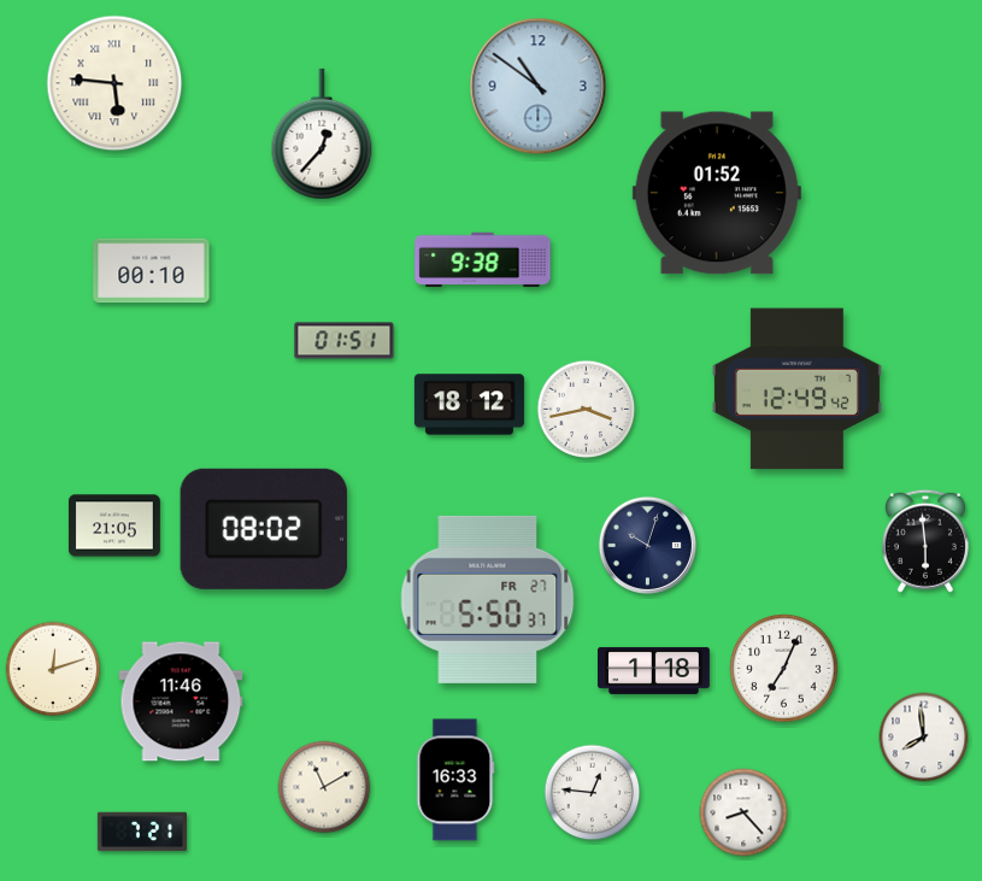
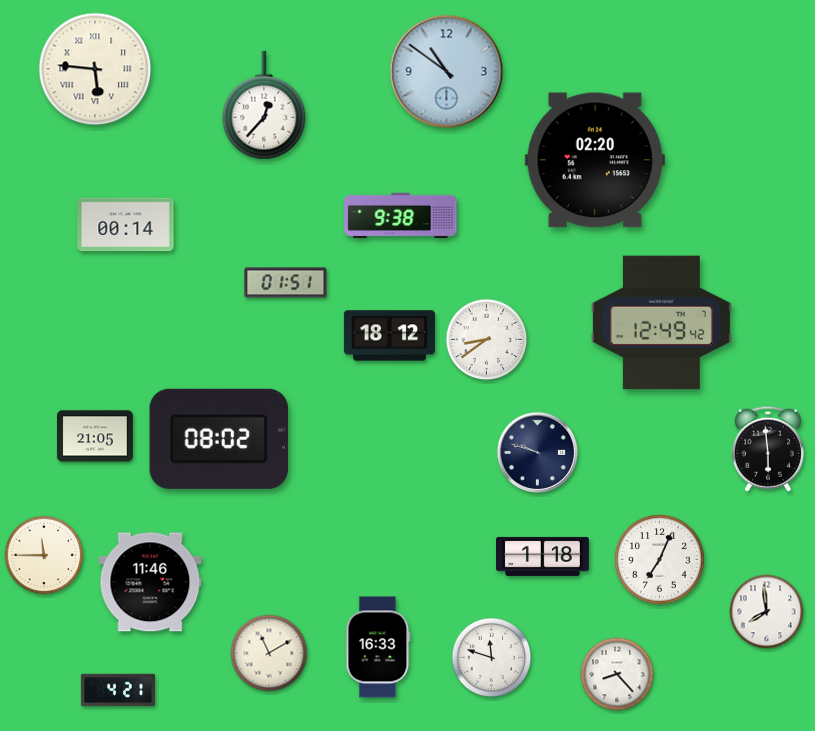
clock at (322, 134) position: (322, 134) -> (264, 105)
clock at (717, 193): 01:52 -> 02:20
clock at (152, 271): 00:10 -> 00:14
clock at (587, 410): 3:43 -> 8:39
clock at (647, 545): 10:03 -> 9:48
clock at (488, 599): 5:50 -> none
clock at (53, 669): 12:12 -> 11:45
clock at (784, 669) position: (784, 669) -> (660, 560)
clock at (593, 793): 12:46 -> 11:48
clock at (142, 832): 7:21 -> 4:21
